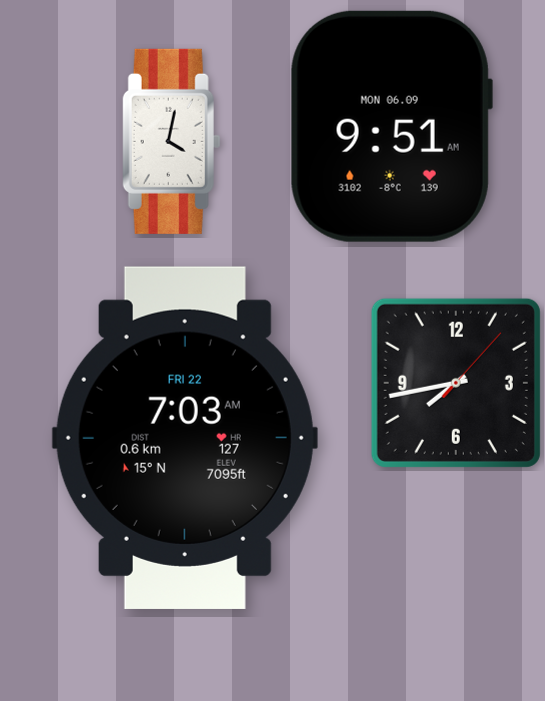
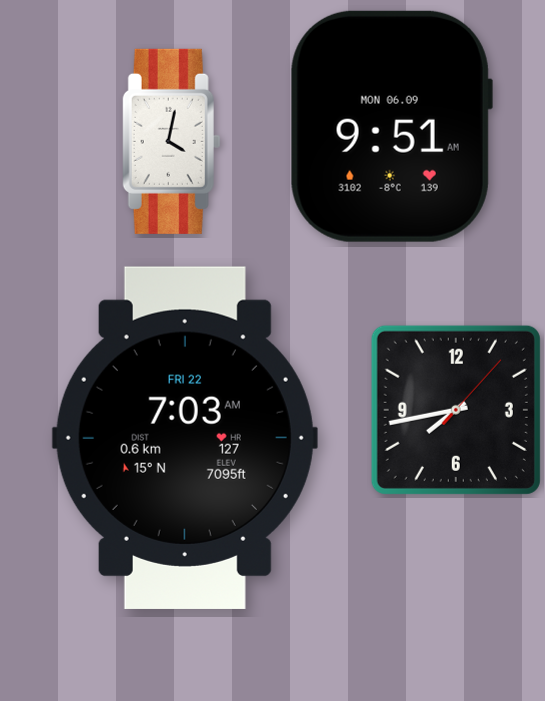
clock at (456, 383) position: (456, 383) -> (456, 410)
